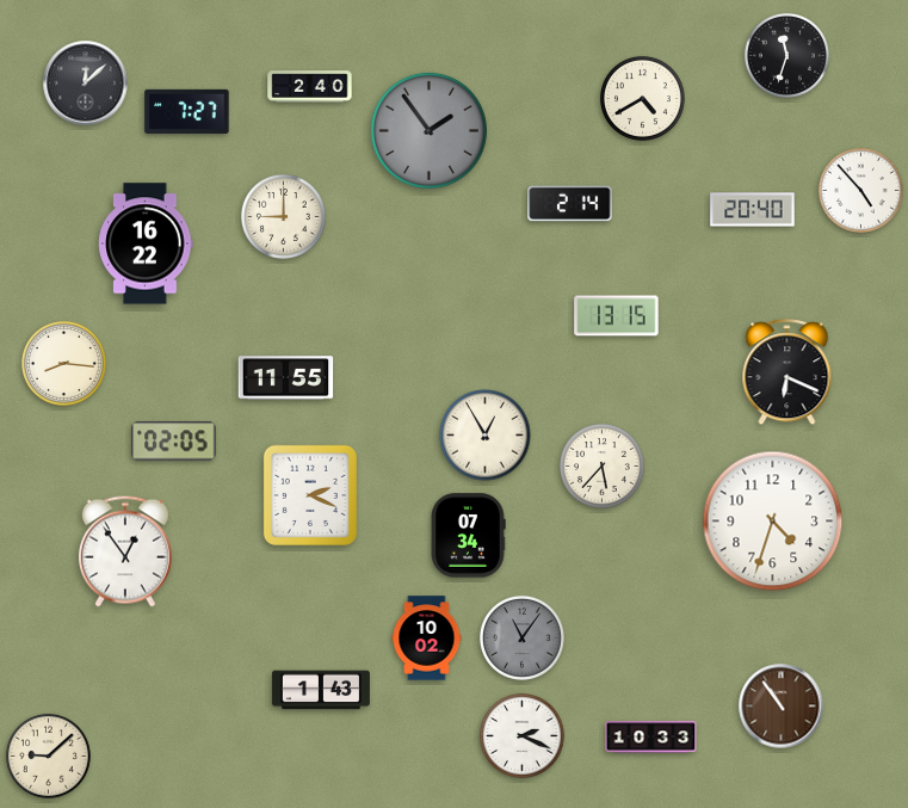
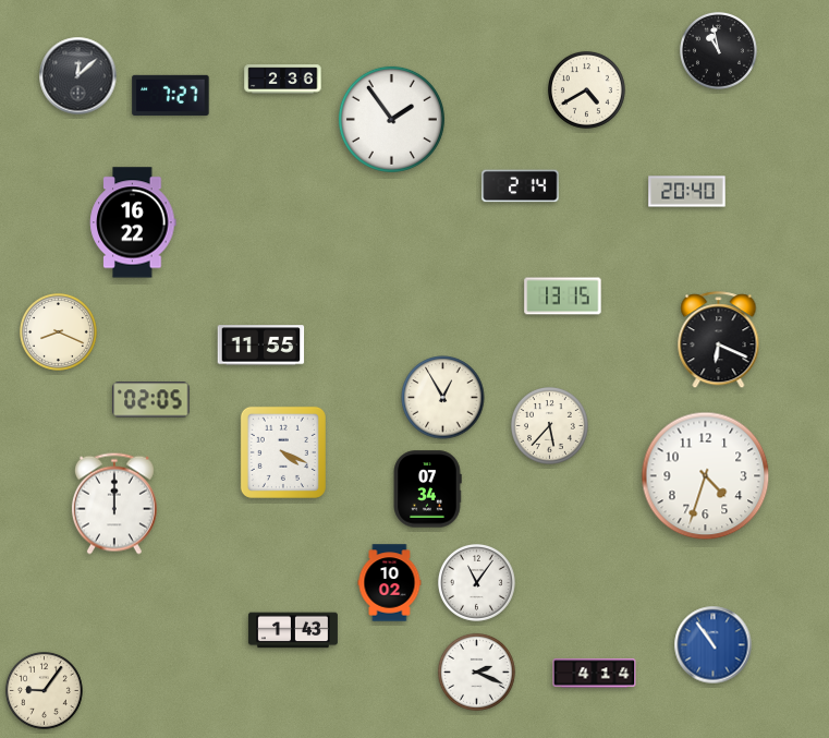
clock at (786, 55): 11:33 -> 10:58
clock at (310, 87): 2:40 -> 2:36
clock at (187, 111) position: (187, 111) -> (171, 95)
clock at (428, 130) dial: grey -> white
clock at (860, 190): 4:53 -> none
clock at (283, 216): 9:00 -> none
clock at (617, 316) position: (617, 316) -> (563, 297)
clock at (63, 363): 8:16 -> 8:19
clock at (174, 442) position: (174, 442) -> (151, 400)
clock at (310, 495): 2:19 -> 4:19
clock at (125, 551): 12:54 -> 12:00
clock at (521, 637) dial: grey -> white
clock at (782, 707) dial: brown -> blue
clock at (651, 738): 10:33 -> 4:14
clock at (48, 755): 9:08 -> 9:06
